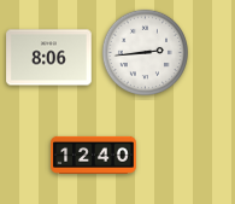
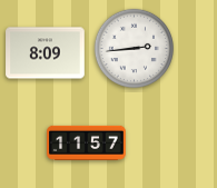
clock at (49, 58): 8:06 -> 8:09
clock at (94, 155): 12:40 -> 11:57
